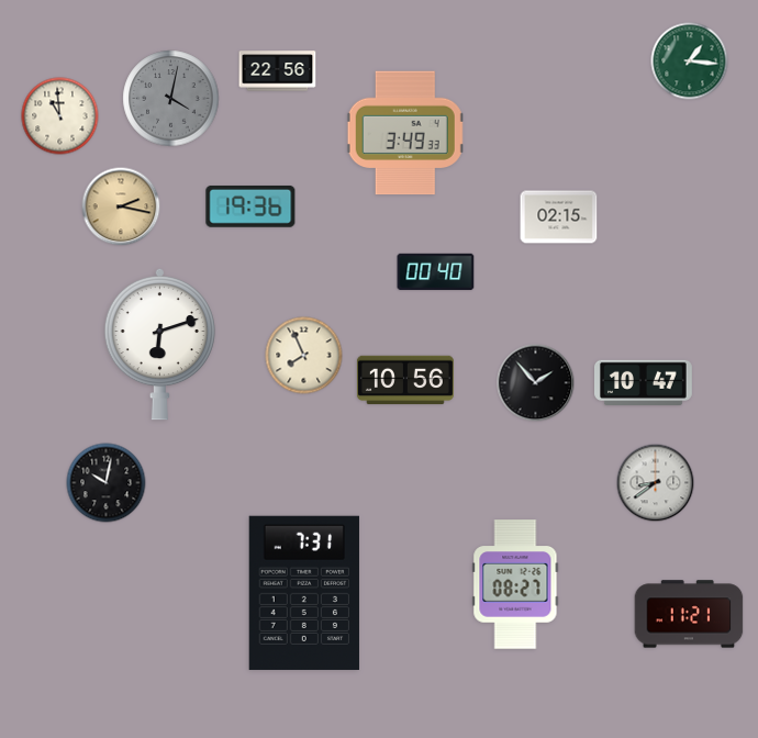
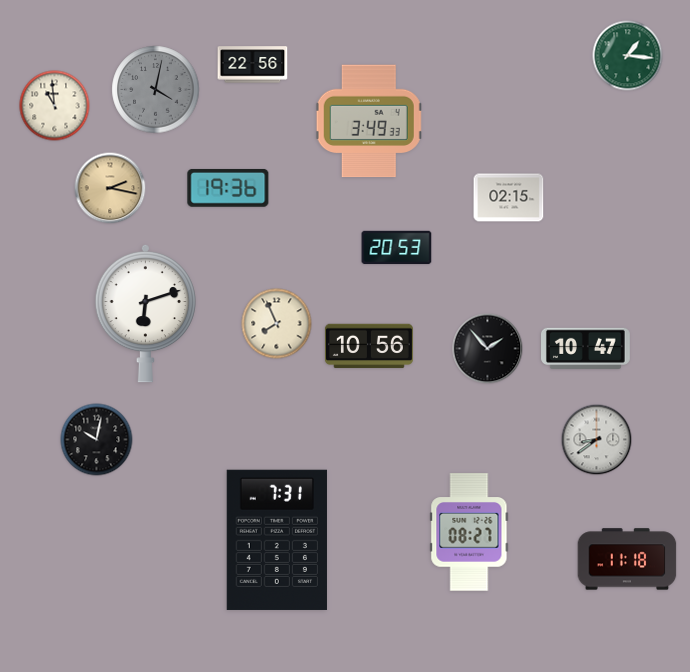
clock at (436, 272): 00:40 -> 20:53
clock at (689, 614): 11:21 -> 11:18
